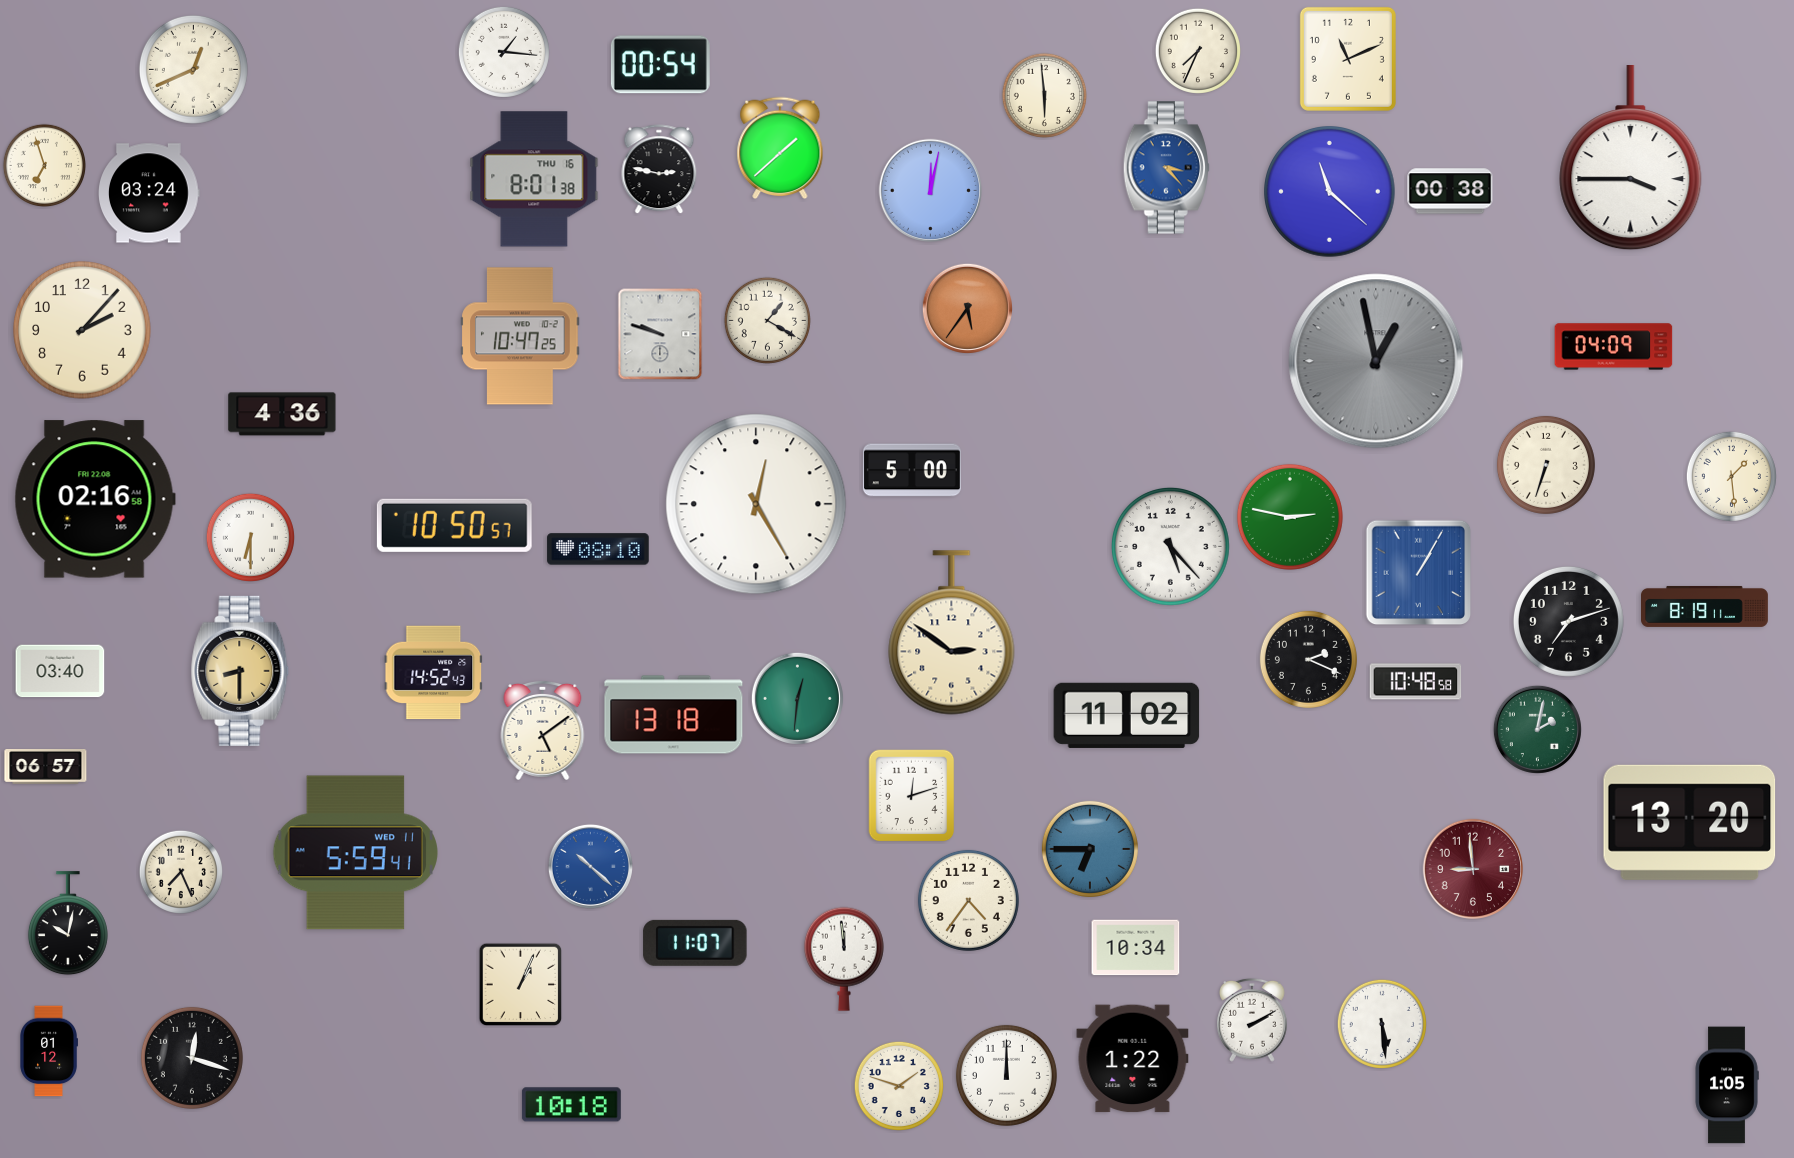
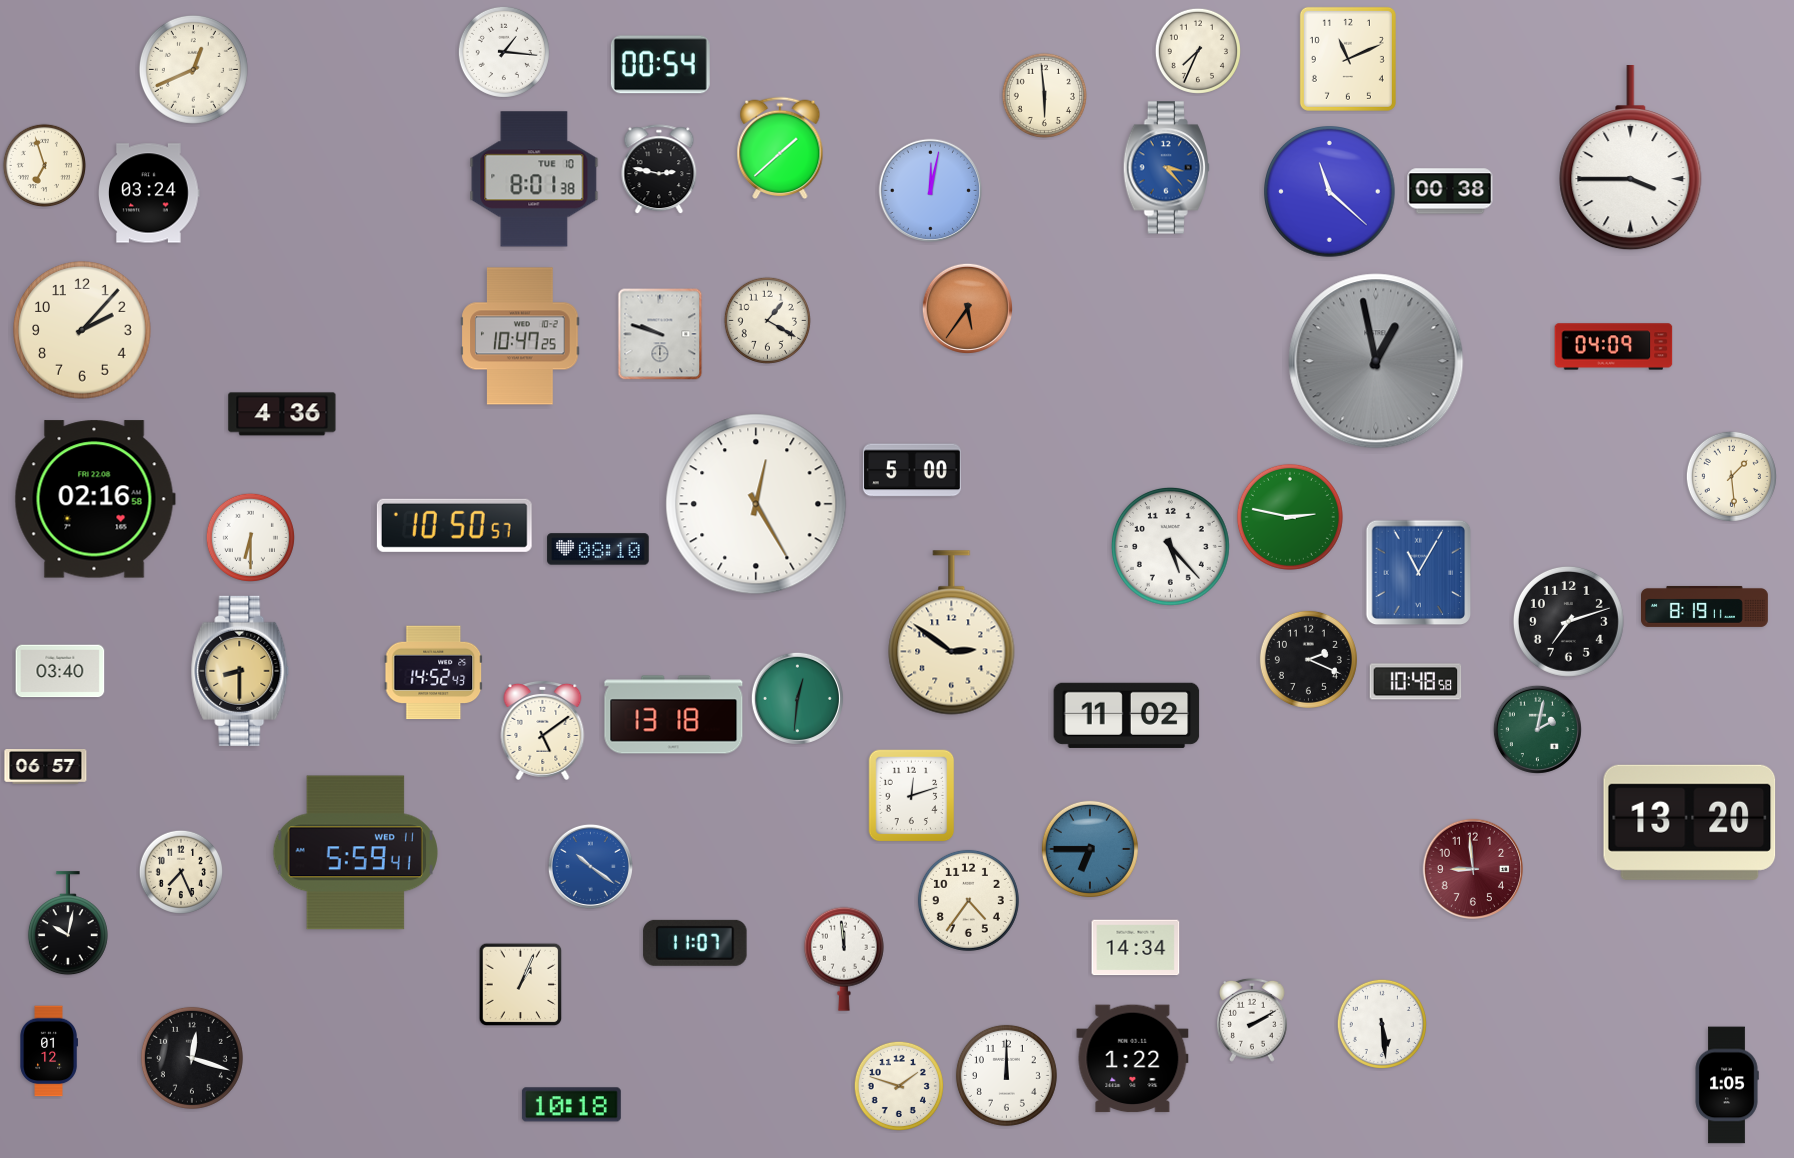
clock at (534, 179) date: THU 16 -> TUE 10
clock at (1546, 465): 6:33 -> none
clock at (1419, 573): 1:05 -> 11:05
clock at (590, 866): 10:22 -> 10:21
clock at (1136, 948): 10:34 -> 14:34
